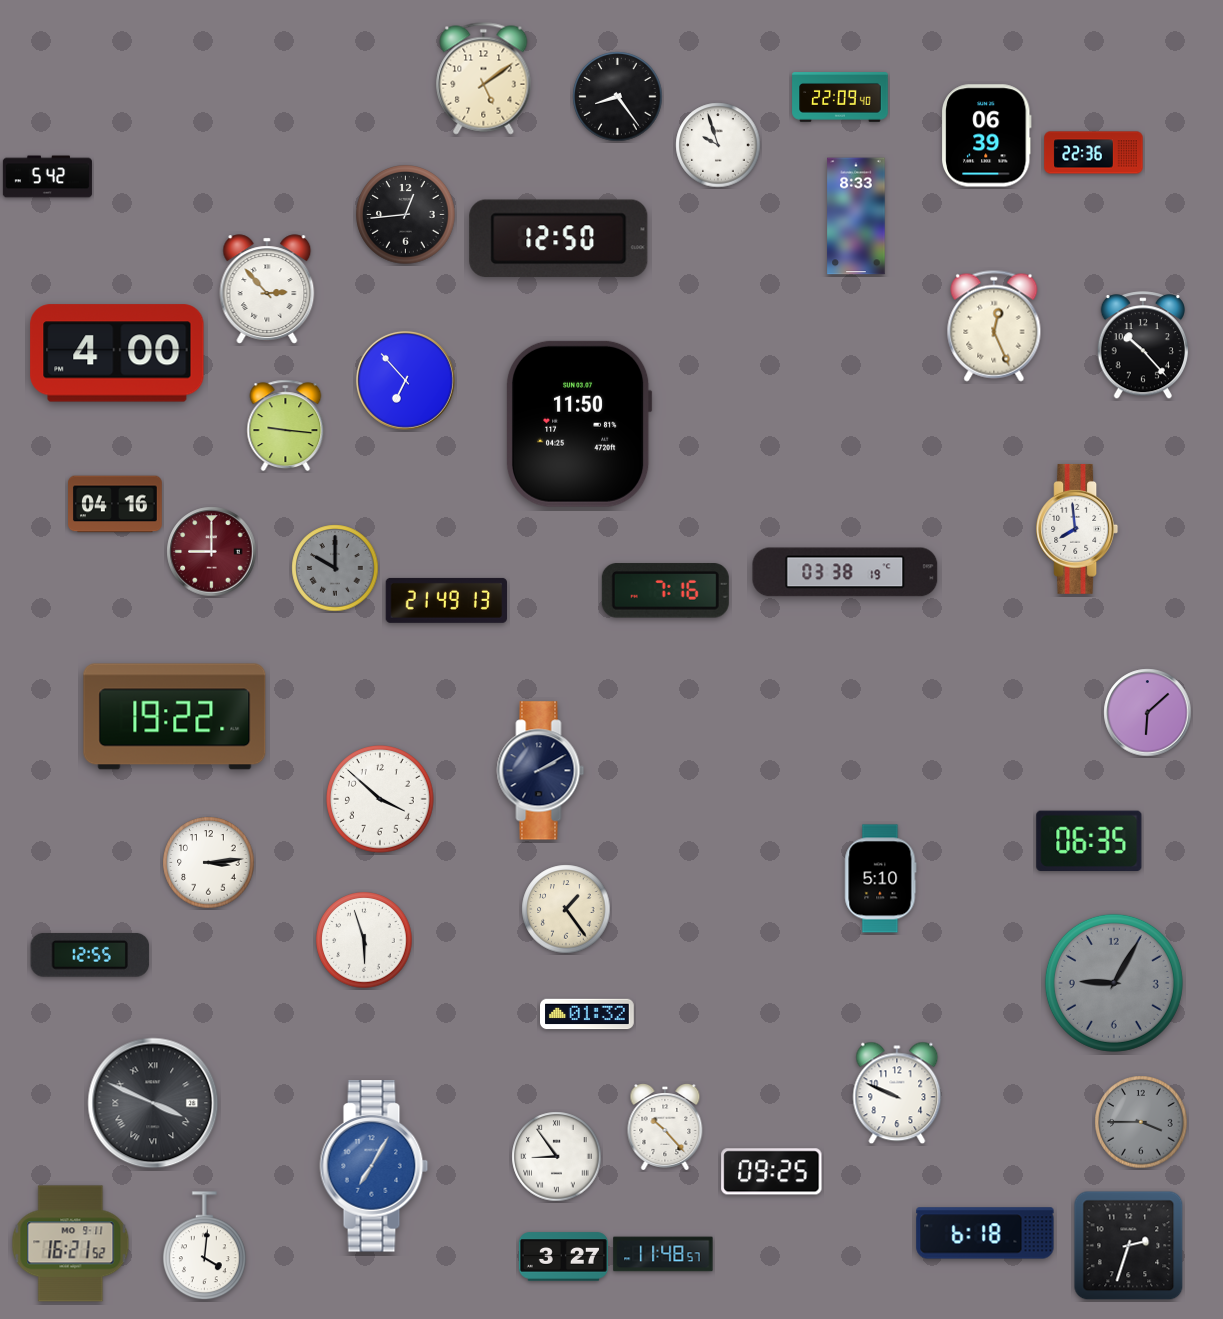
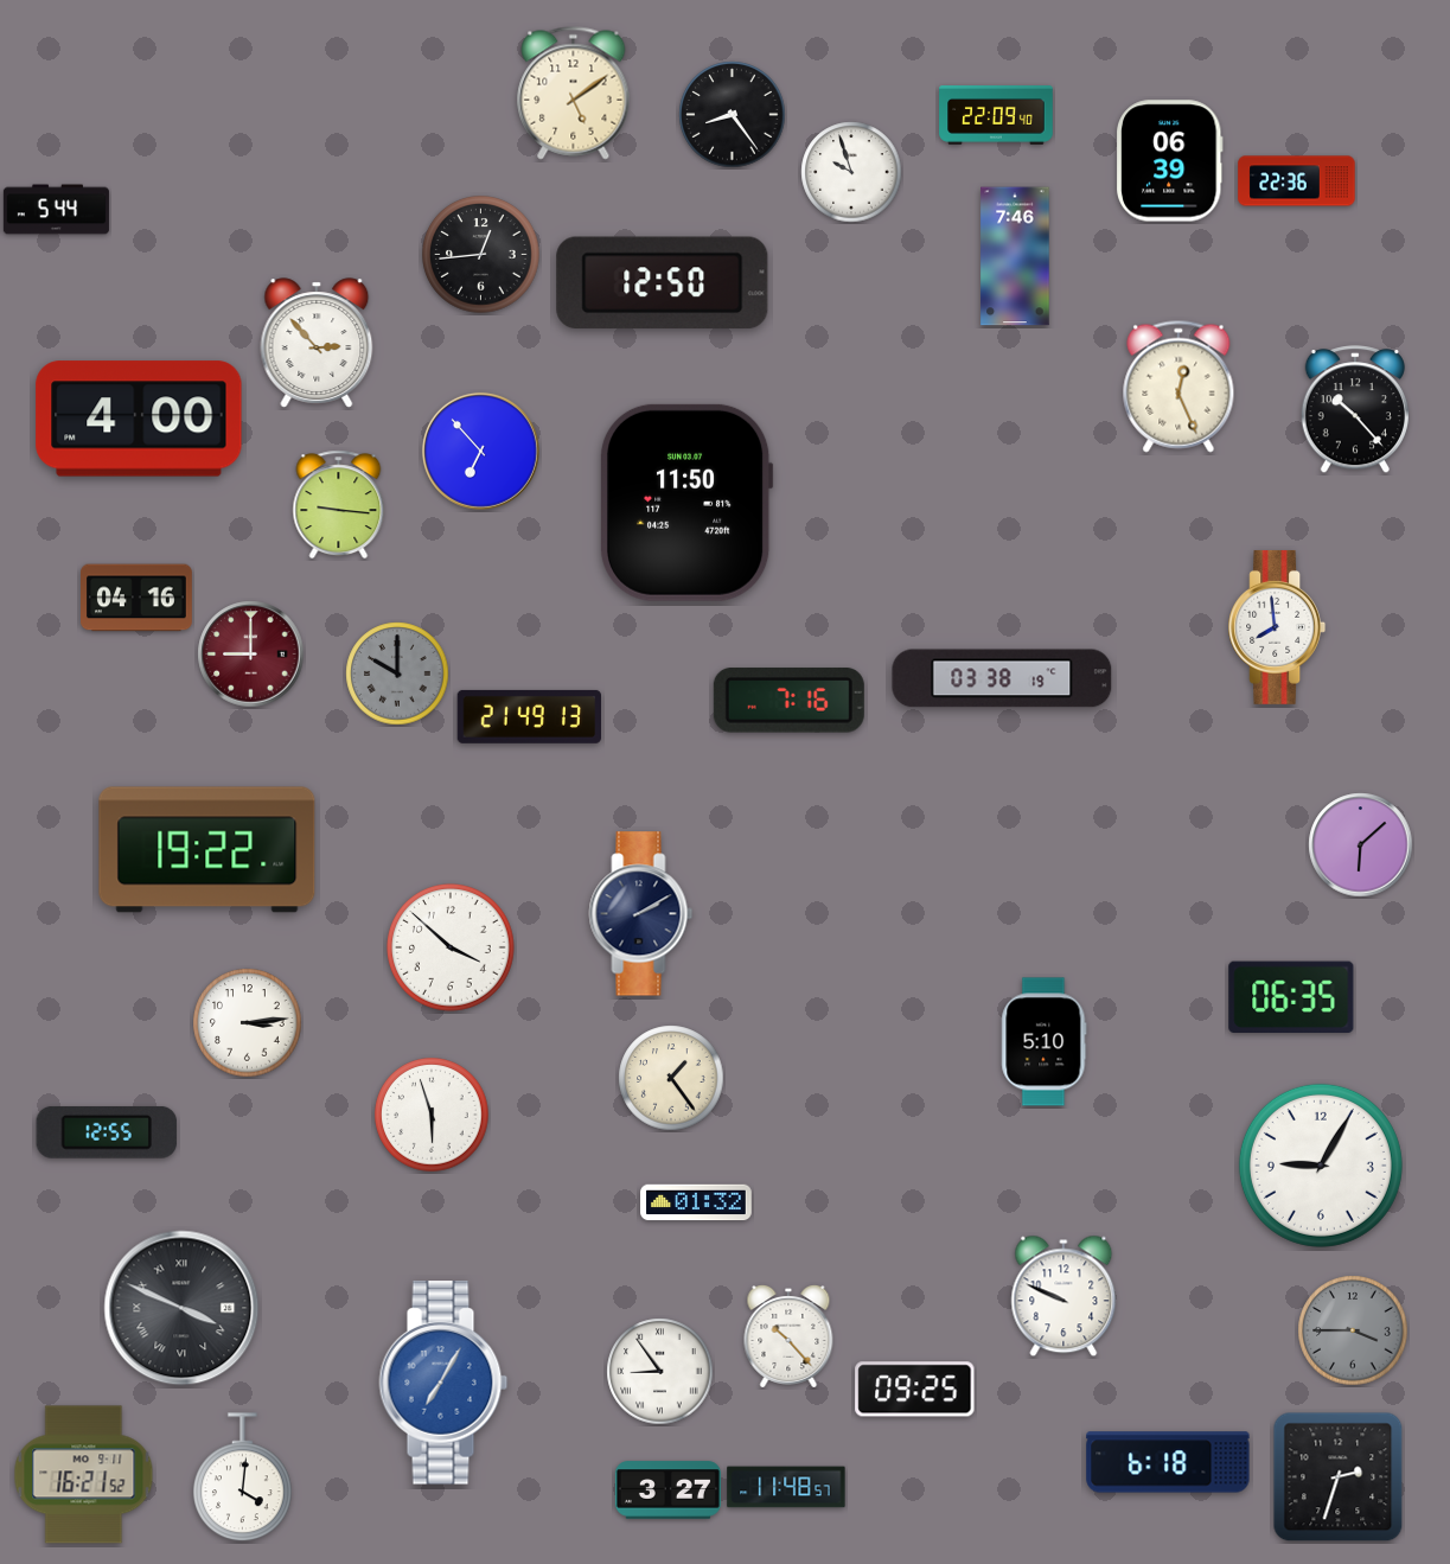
clock at (47, 177): 5:42 -> 5:44
clock at (856, 216): 8:33 -> 7:46
clock at (446, 600) position: (446, 600) -> (529, 716)
clock at (1114, 983) dial: grey -> white
